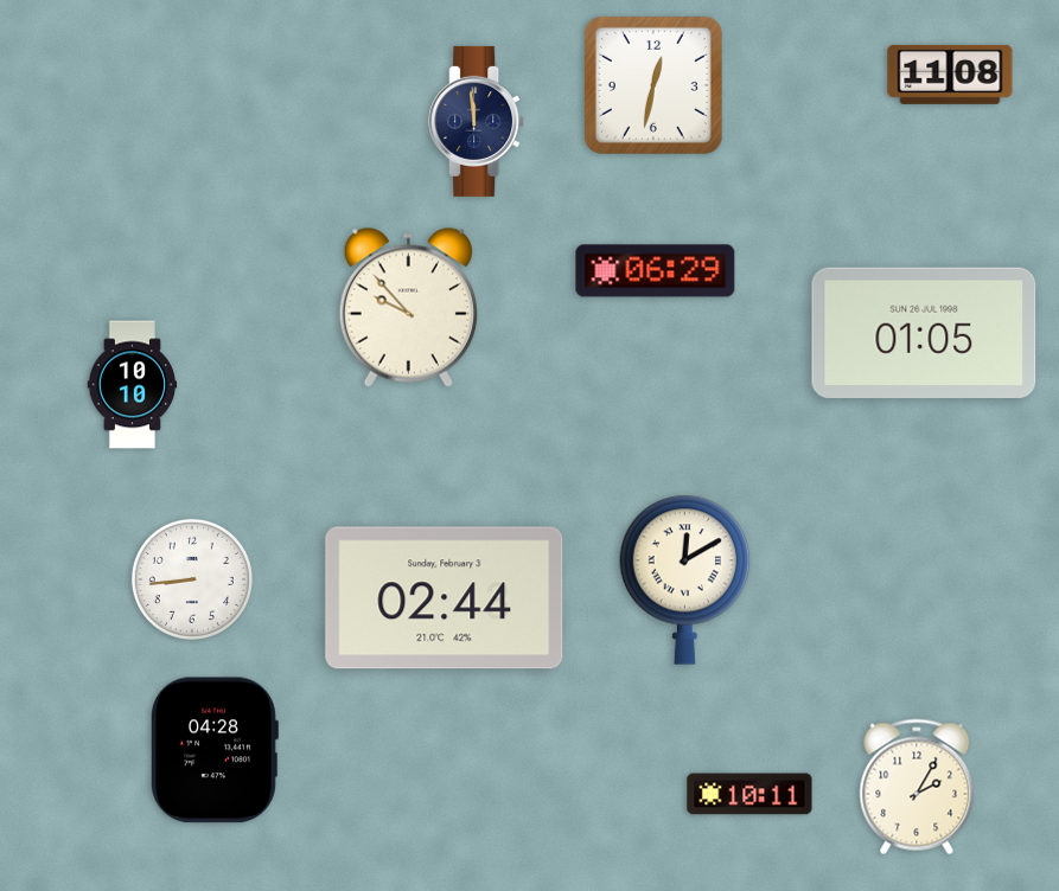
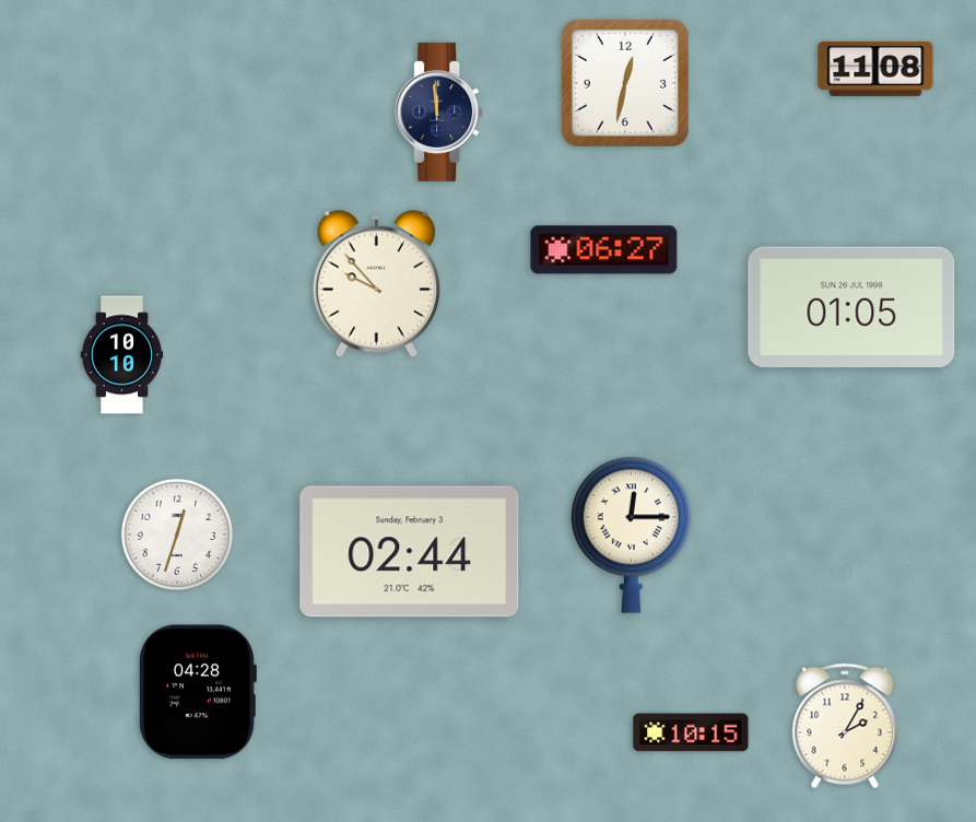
clock at (653, 85) position: (653, 85) -> (625, 83)
clock at (656, 271): 06:29 -> 06:27
clock at (192, 579): 8:44 -> 12:33
clock at (685, 579): 12:10 -> 12:15
clock at (749, 794): 10:11 -> 10:15
